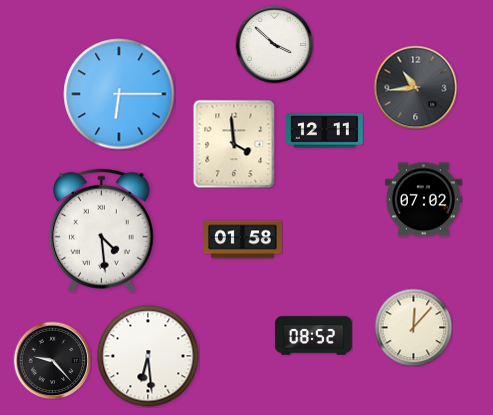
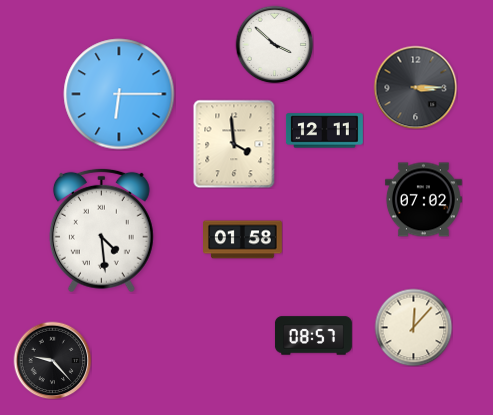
clock at (415, 87): 10:44 -> 3:15
clock at (313, 336): 08:52 -> 08:57
clock at (148, 356): 6:29 -> none
